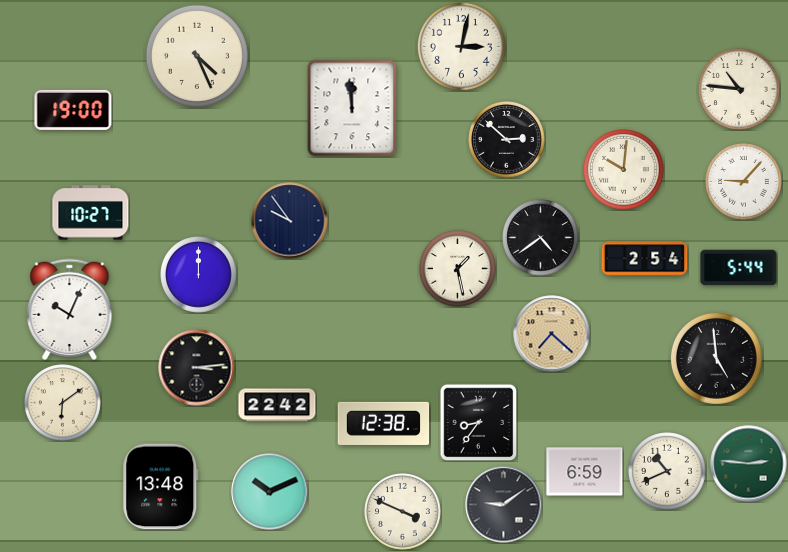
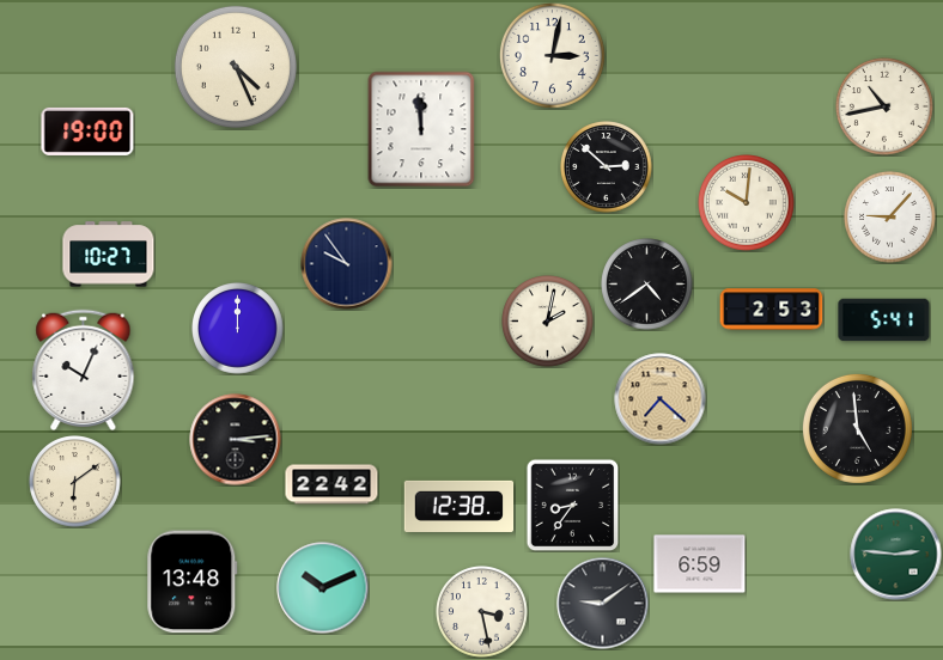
clock at (740, 90): 10:46 -> 10:43
clock at (645, 259): 2:54 -> 2:53
clock at (739, 268): 5:44 -> 5:41
clock at (458, 269): 1:28 -> 2:02
clock at (667, 471): 10:41 -> none
clock at (403, 512): 3:49 -> 3:28
